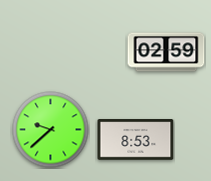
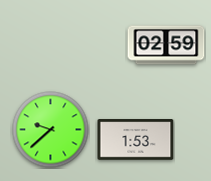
clock at (166, 52) position: (166, 52) -> (166, 45)
clock at (136, 140): 8:53 -> 1:53
